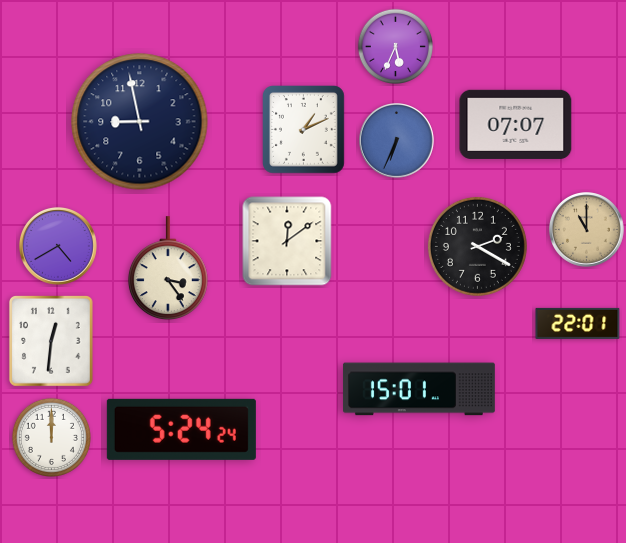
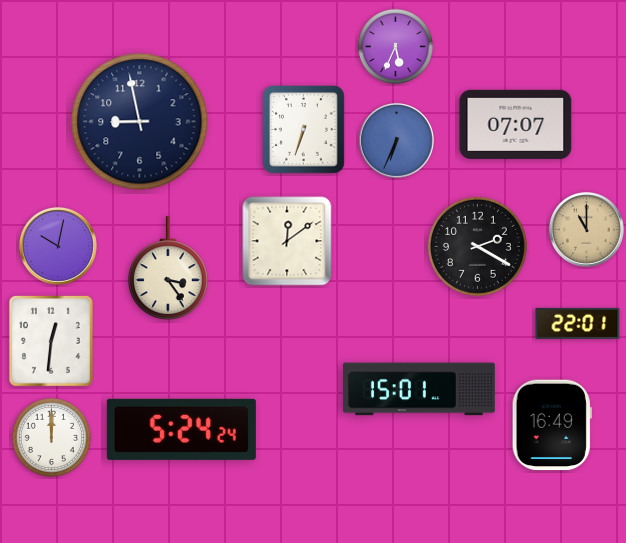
clock at (304, 130): 1:11 -> 6:33
clock at (58, 246): 4:40 -> 10:02
clock at (552, 425): none -> 16:49
